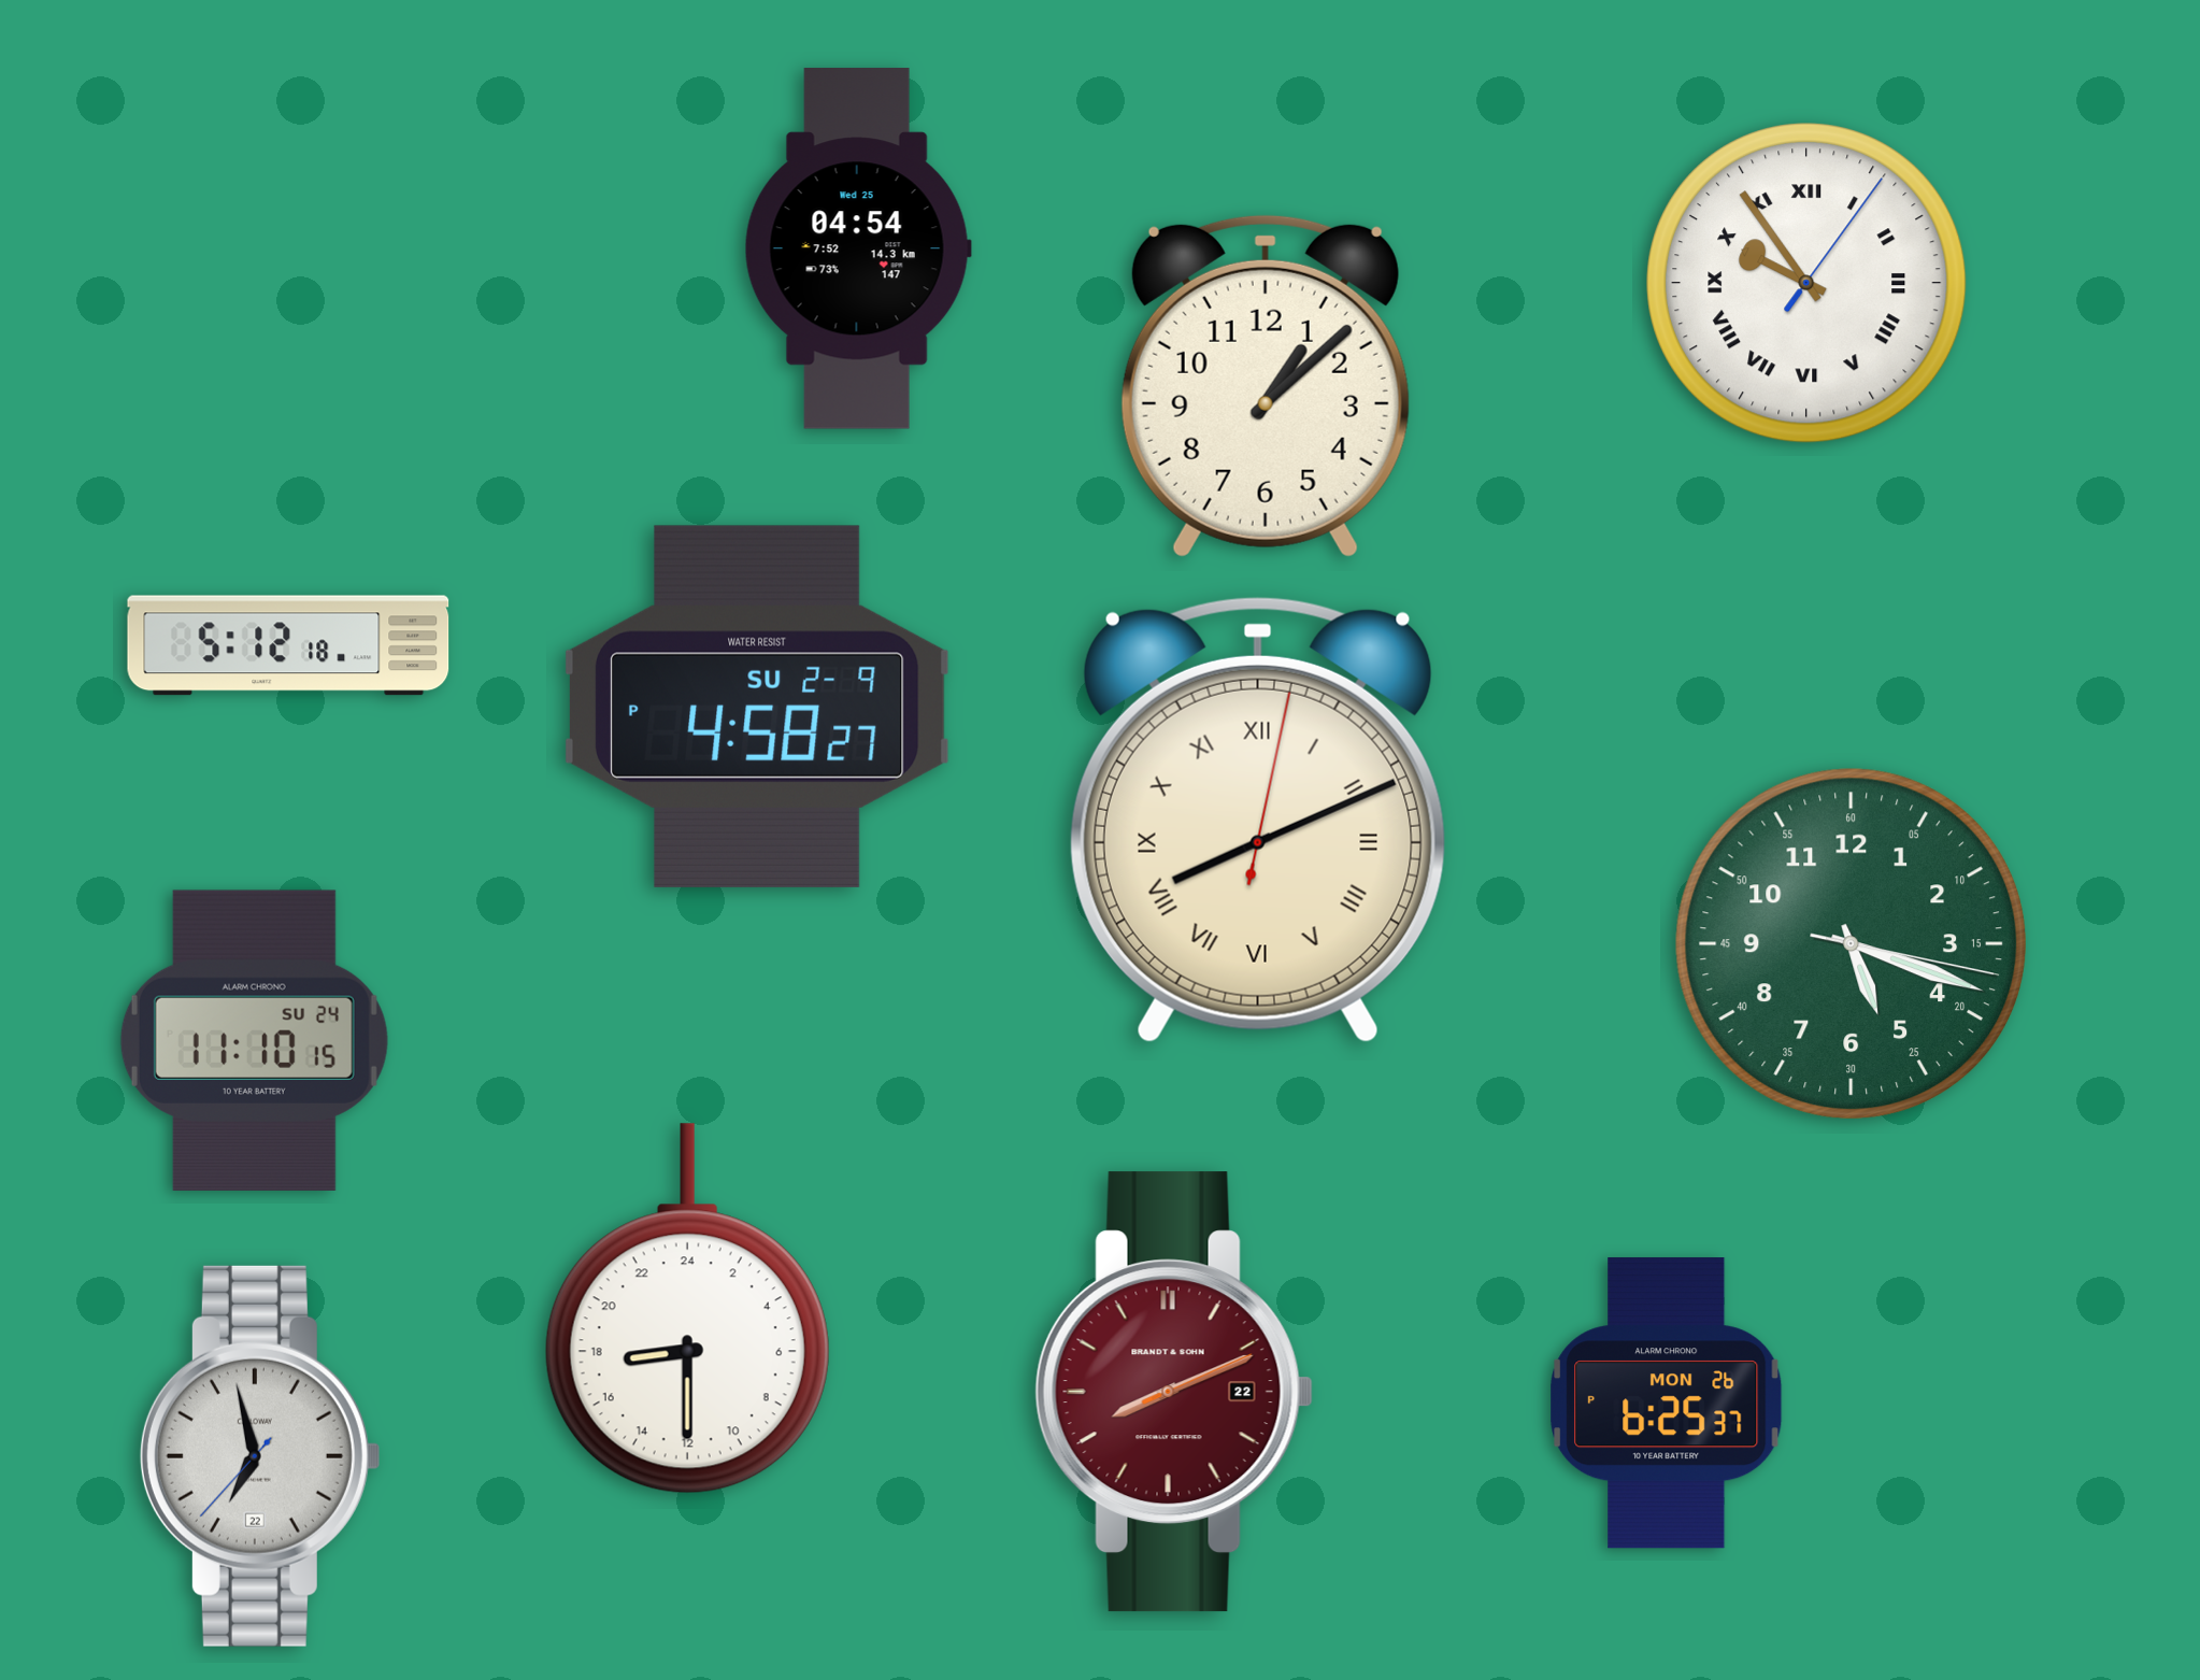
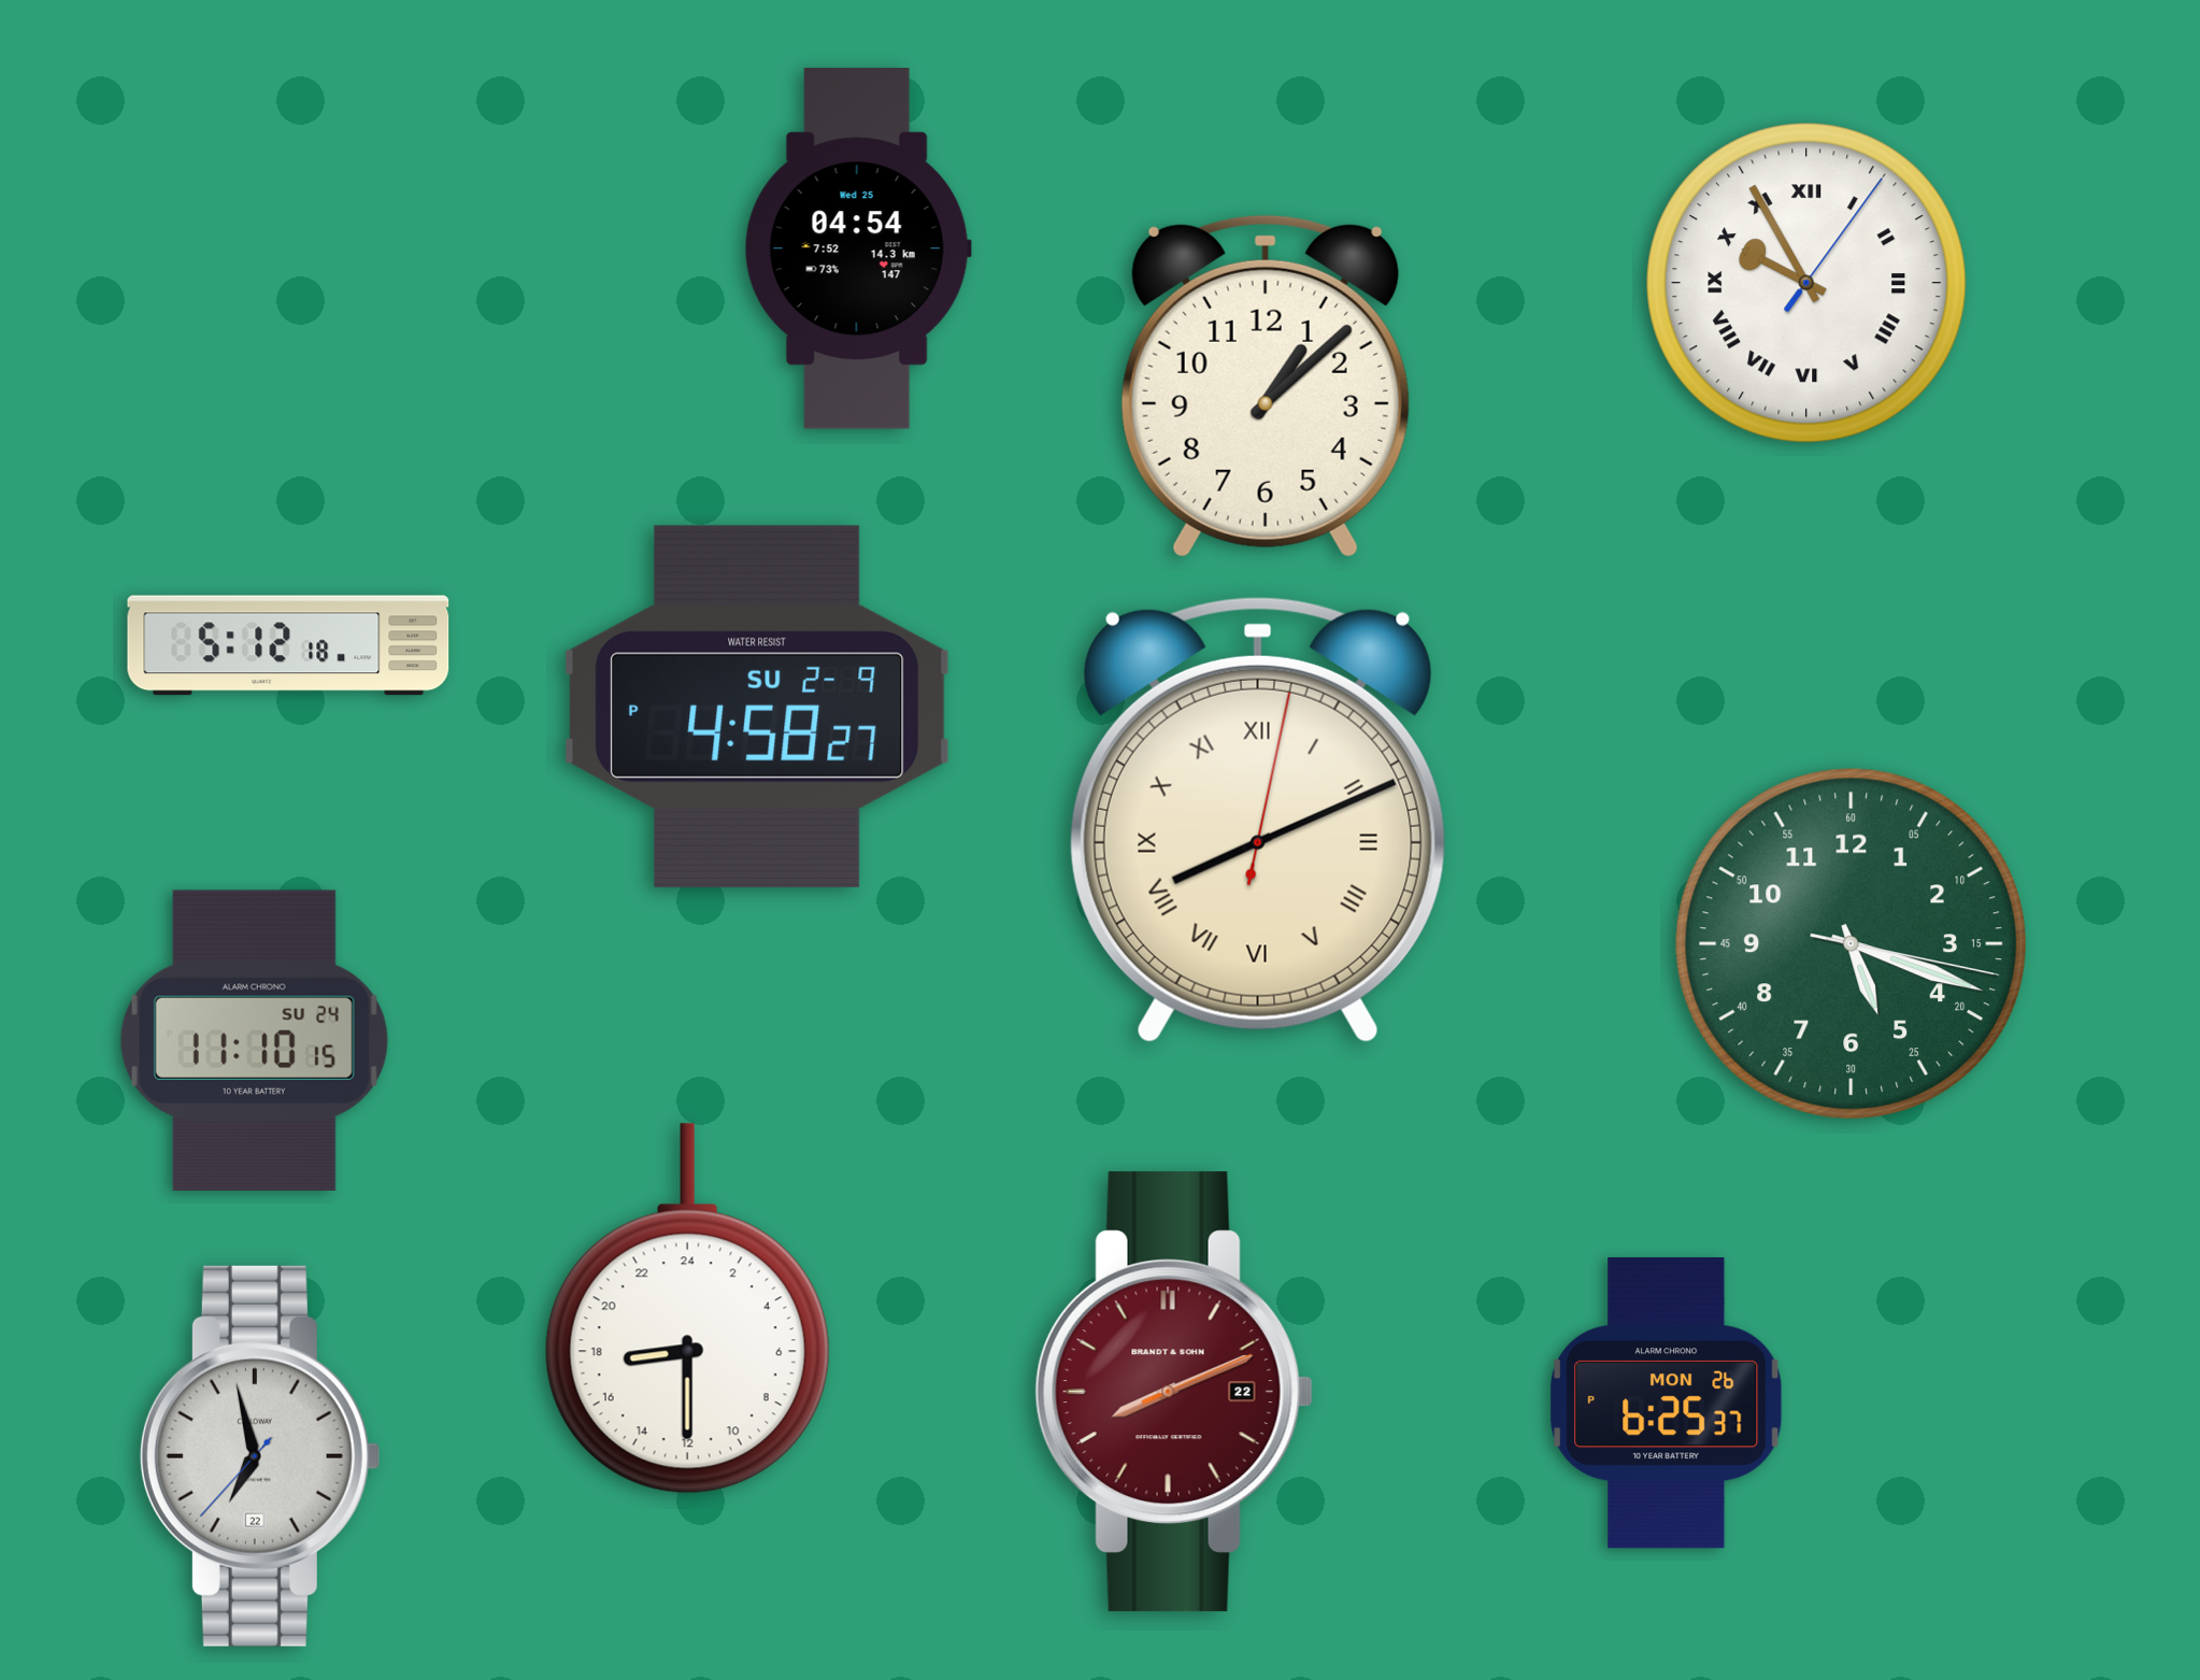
clock at (1806, 283): 9:54 -> 9:55
